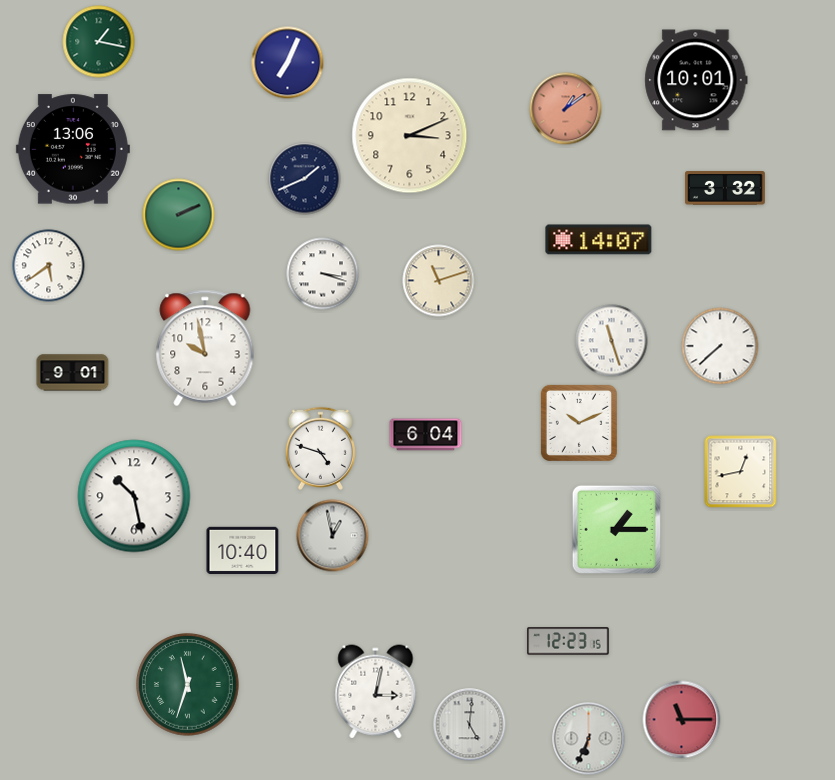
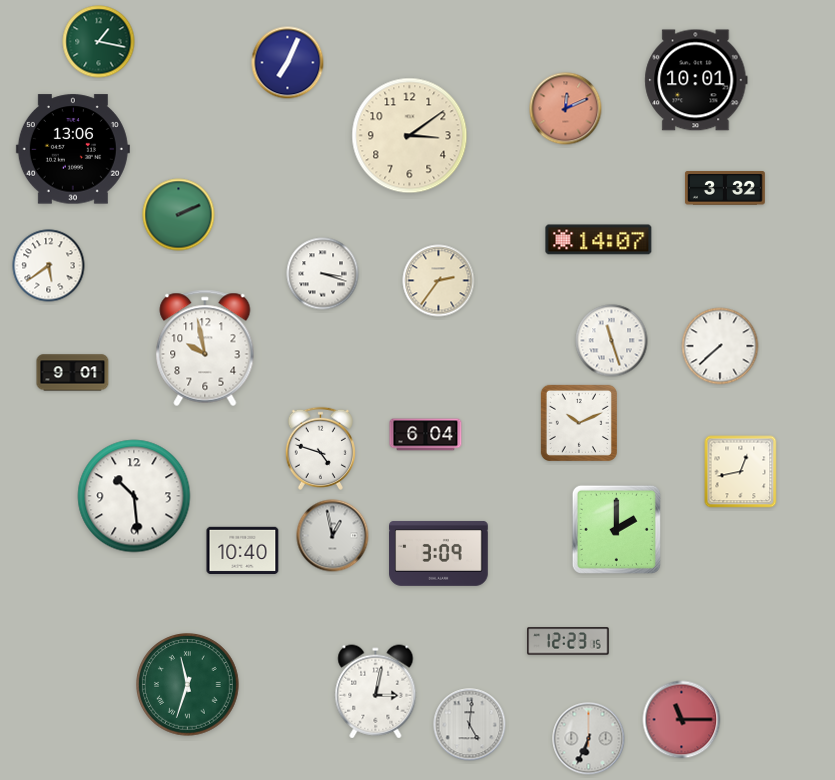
clock at (566, 109): 1:09 -> 12:11
clock at (410, 136): 3:11 -> 3:09
clock at (305, 179): 1:41 -> none
clock at (439, 281): 11:12 -> 2:36
clock at (134, 496): 10:28 -> 10:29
clock at (616, 529): 1:15 -> 2:00
clock at (439, 553): none -> 3:09
